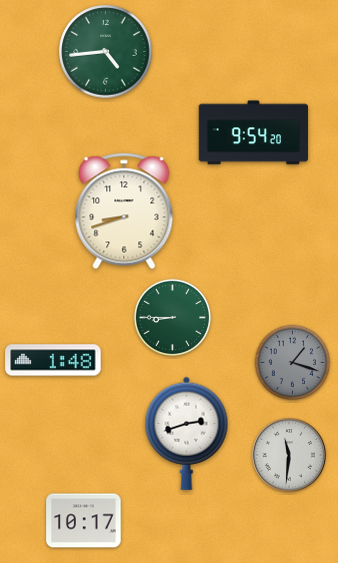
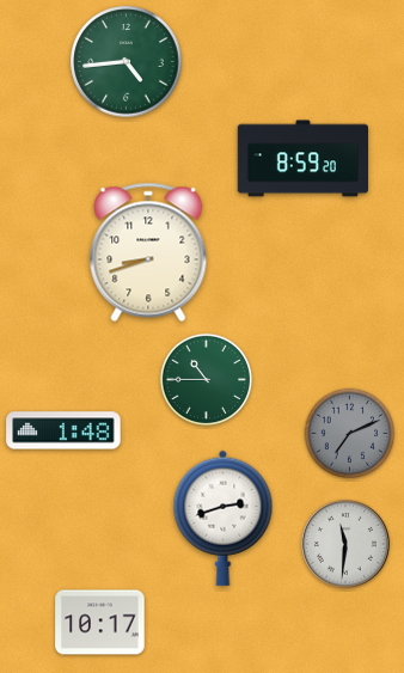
clock at (253, 133): 9:54 -> 8:59
clock at (173, 318): 8:45 -> 10:45
clock at (293, 363): 1:18 -> 7:11
